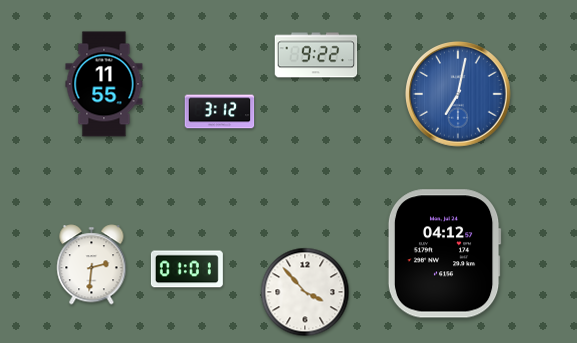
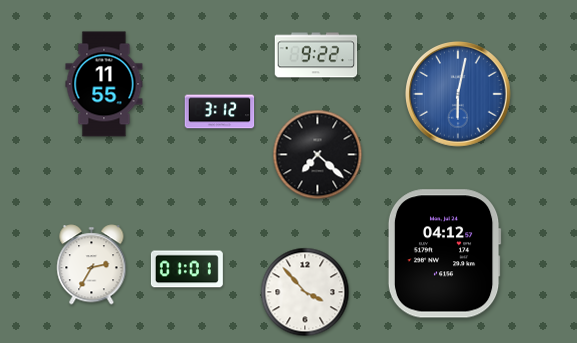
clock at (459, 95): 7:02 -> 6:02
clock at (318, 155): none -> 7:22
clock at (92, 265): 2:31 -> 2:35
